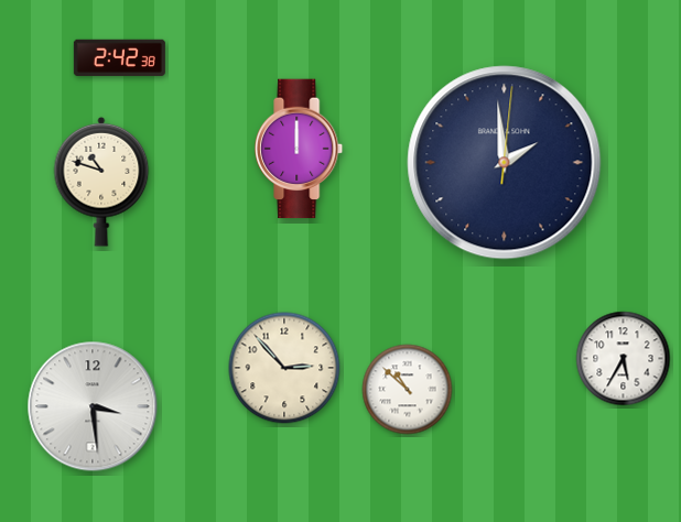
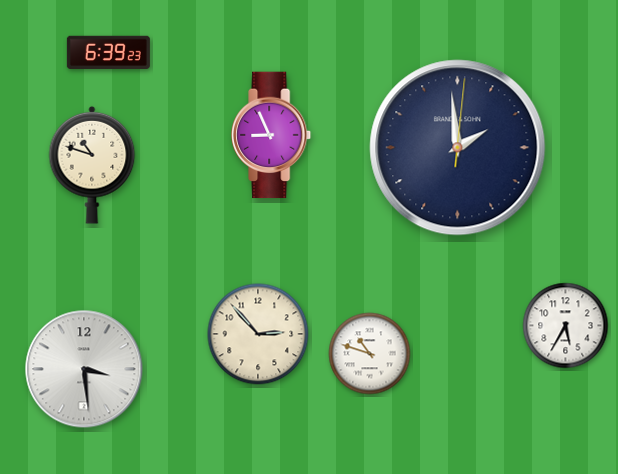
clock at (119, 57): 2:42 -> 6:39
clock at (300, 149): 12:00 -> 8:56
clock at (408, 390): 10:52 -> 10:48
